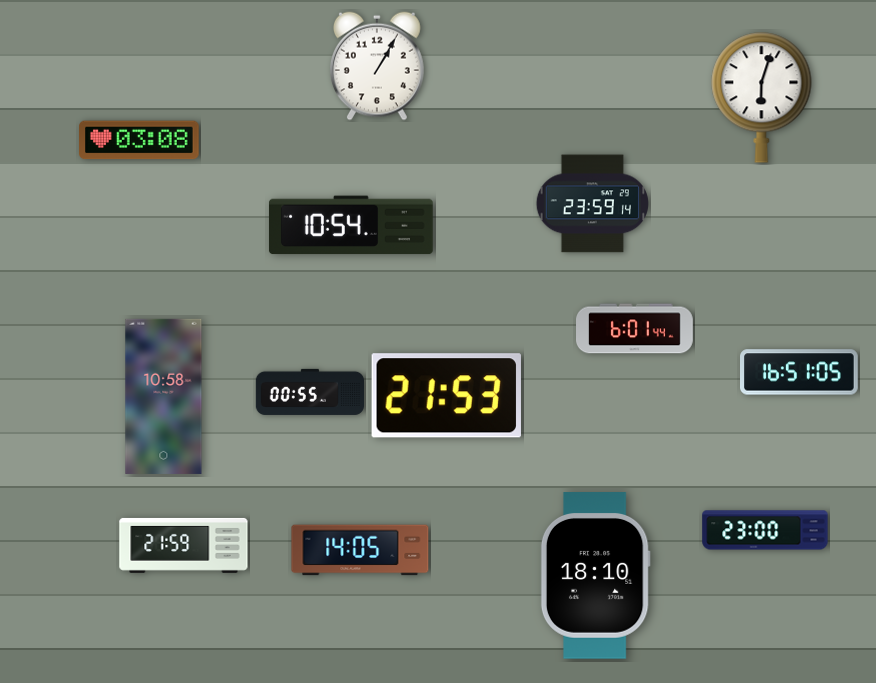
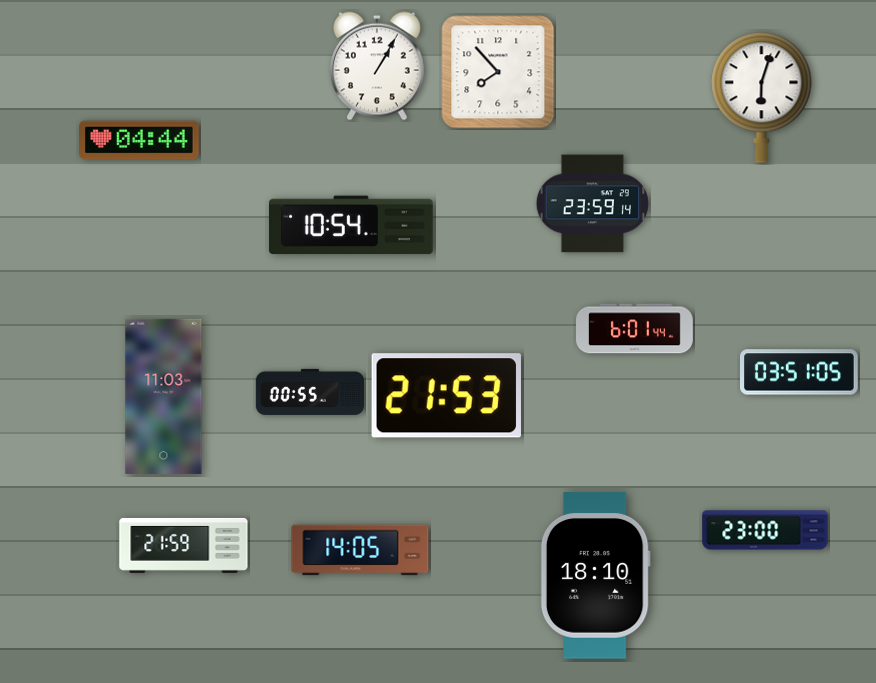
clock at (498, 72): none -> 7:53
clock at (139, 140): 03:08 -> 04:44
clock at (800, 372): 16:51 -> 03:51
clock at (164, 396): 10:58 -> 11:03
